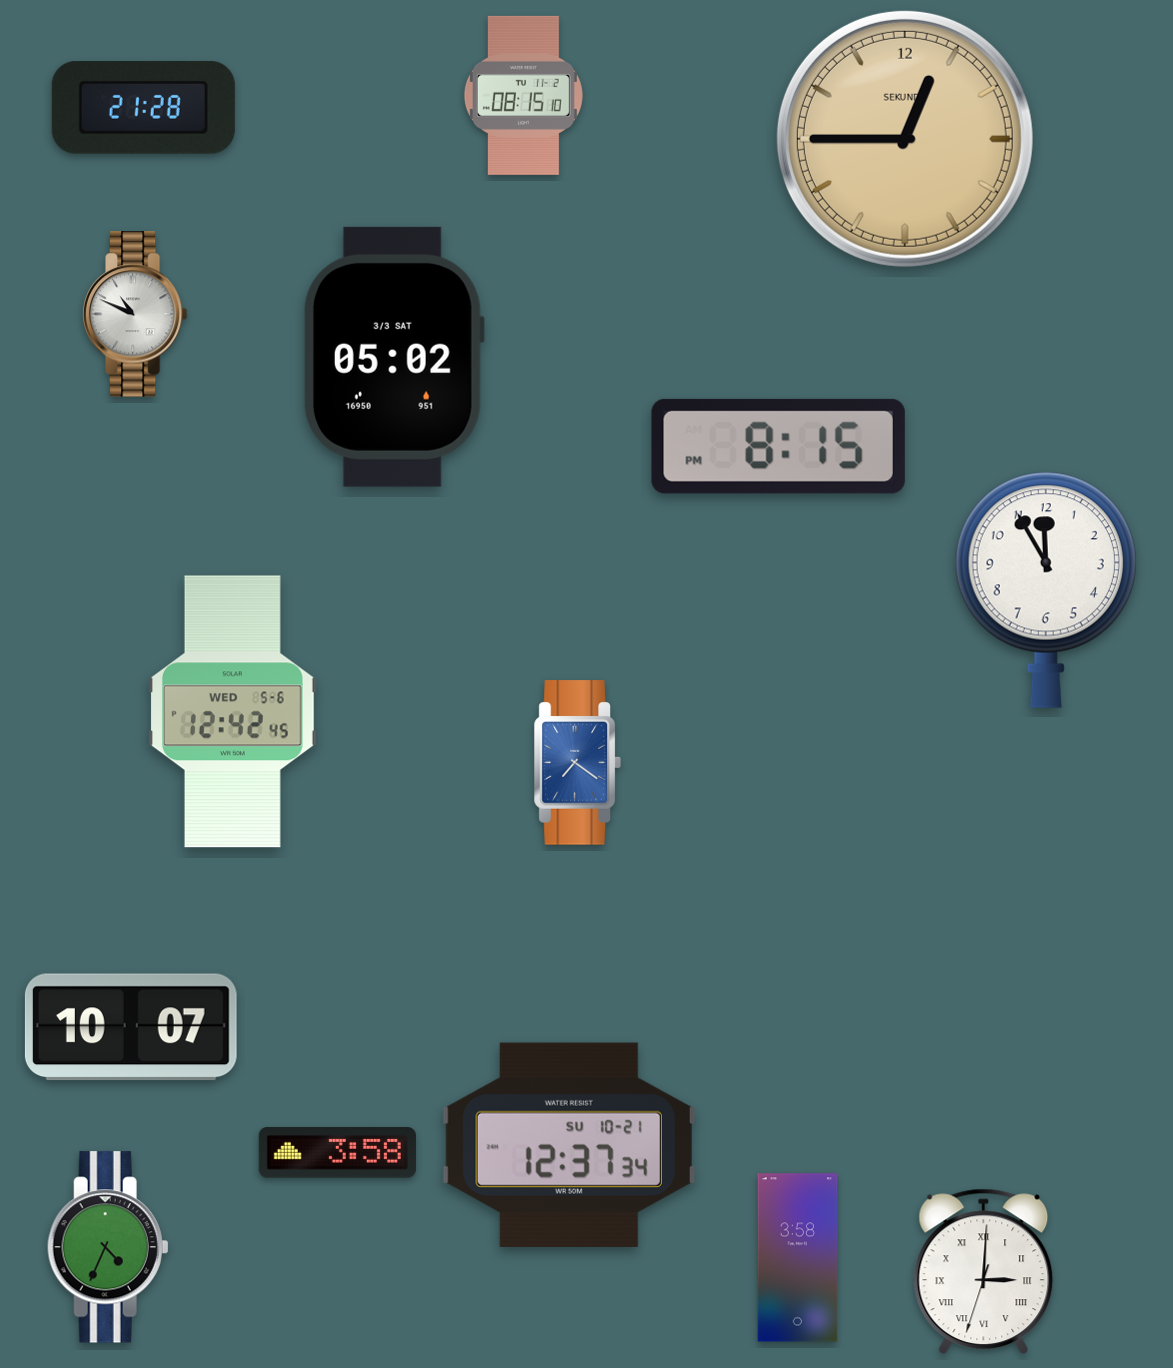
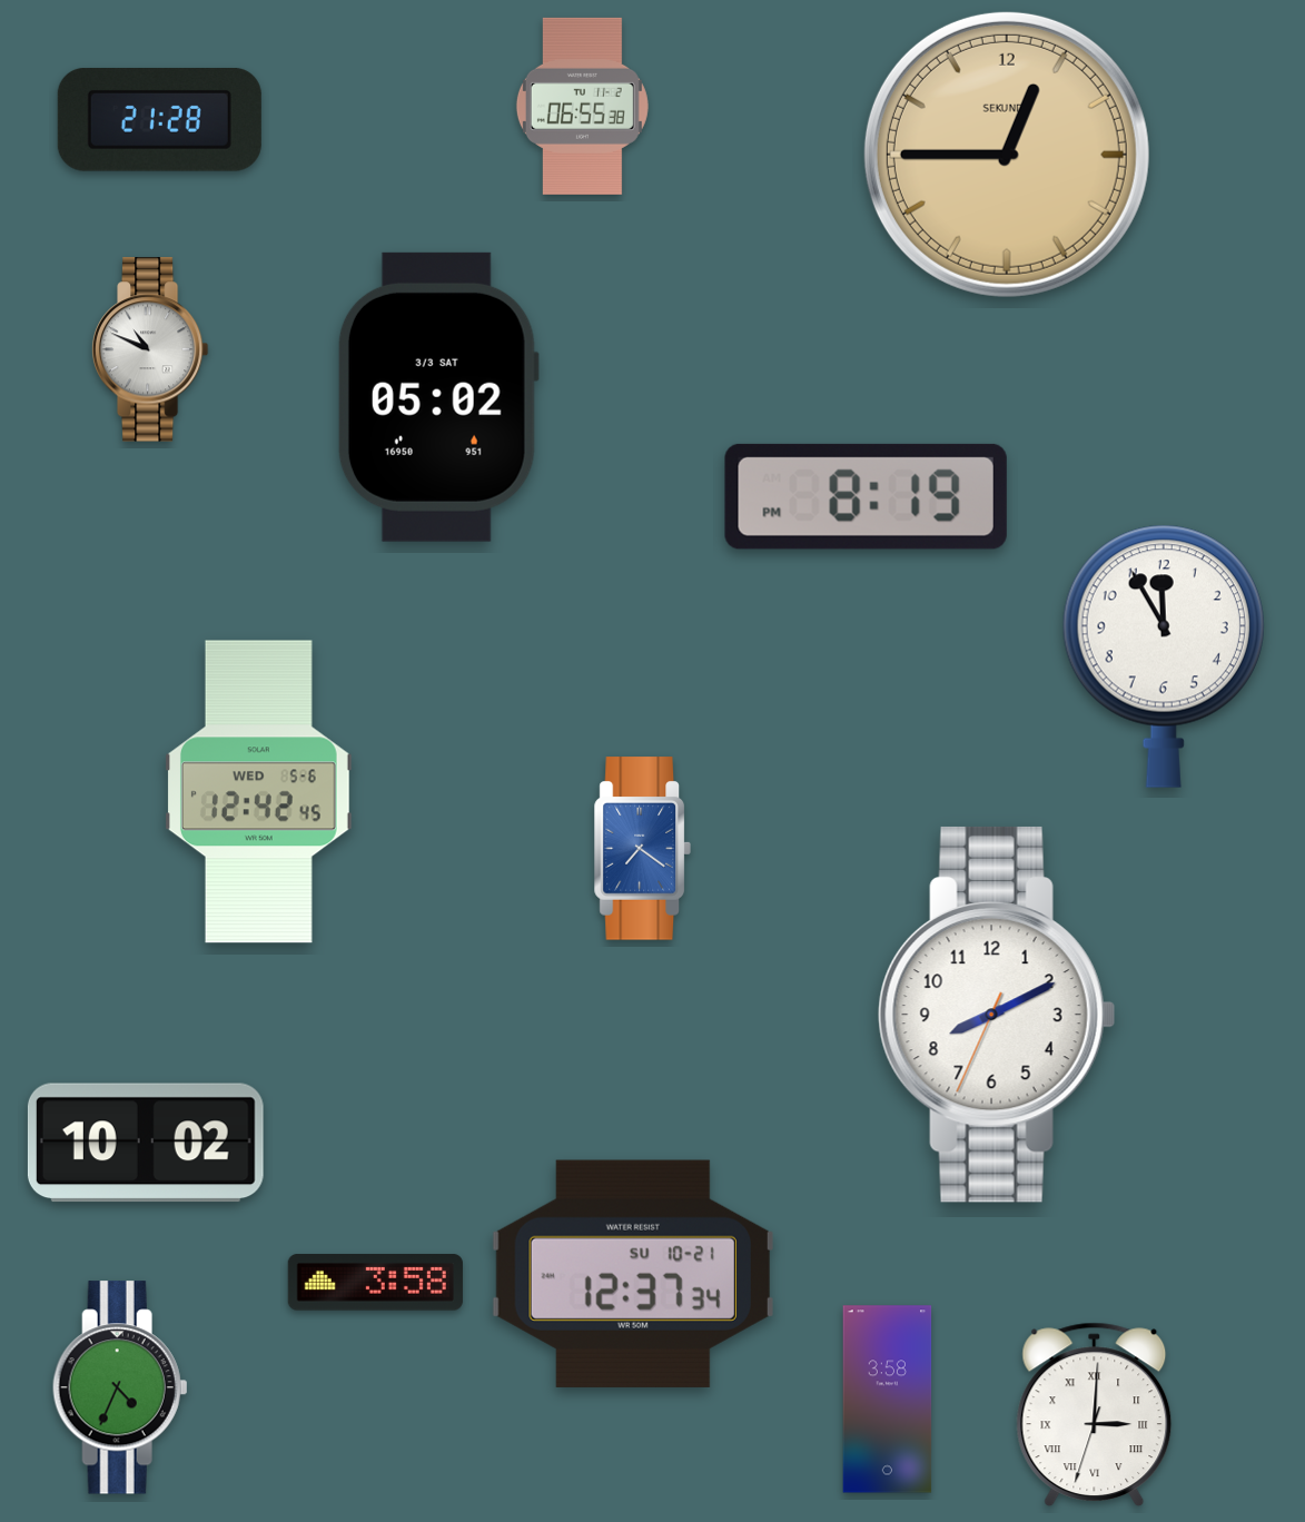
clock at (523, 95): 08:15 -> 06:55
clock at (778, 446): 8:15 -> 8:19
clock at (997, 1015): none -> 8:10
clock at (131, 1027): 10:07 -> 10:02
